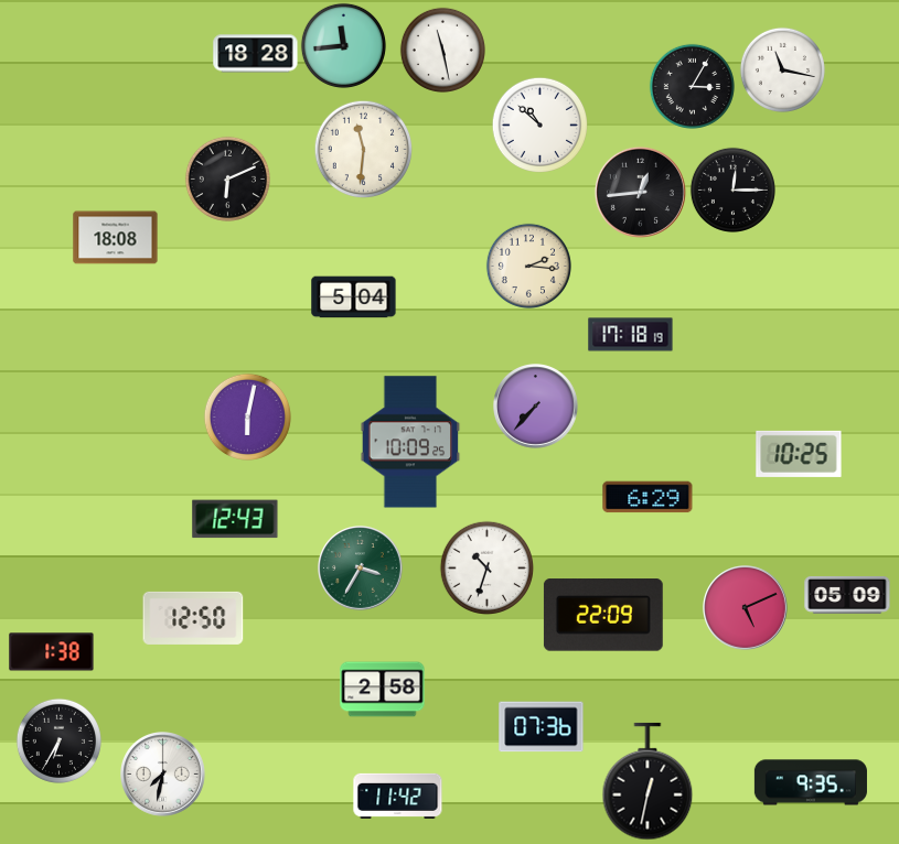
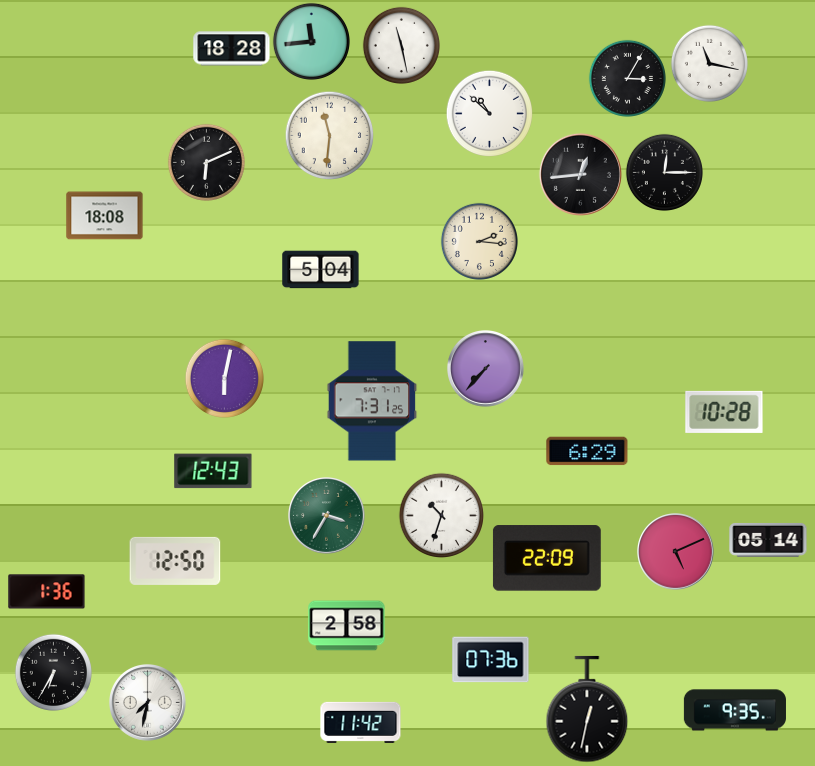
clock at (631, 335): 17:18 -> none
clock at (410, 442): 10:09 -> 7:31
clock at (799, 454): 10:25 -> 10:28
clock at (847, 595): 05:09 -> 05:14
clock at (52, 652): 1:38 -> 1:36
